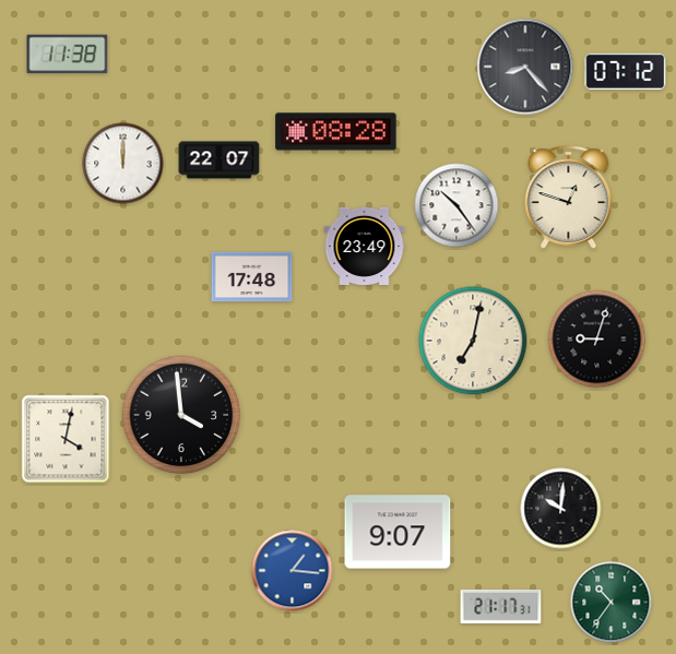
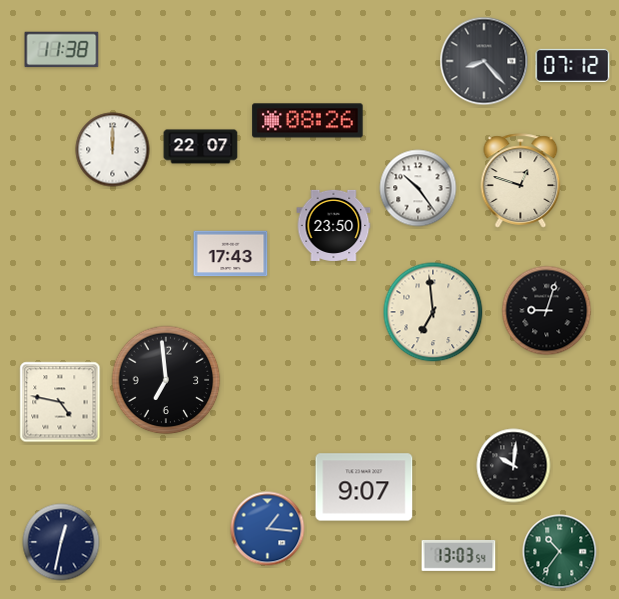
clock at (525, 67) position: (525, 67) -> (484, 61)
clock at (336, 132): 08:28 -> 08:26
clock at (365, 246): 23:49 -> 23:50
clock at (252, 277): 17:48 -> 17:43
clock at (473, 341): 7:02 -> 6:59
clock at (181, 415): 3:59 -> 6:59
clock at (66, 439): 4:02 -> 4:47
clock at (293, 571) position: (293, 571) -> (268, 529)
clock at (61, 542): none -> 12:32
clock at (501, 606): 21:17 -> 13:03
